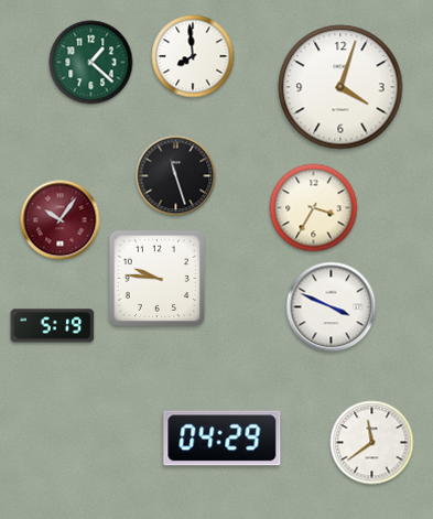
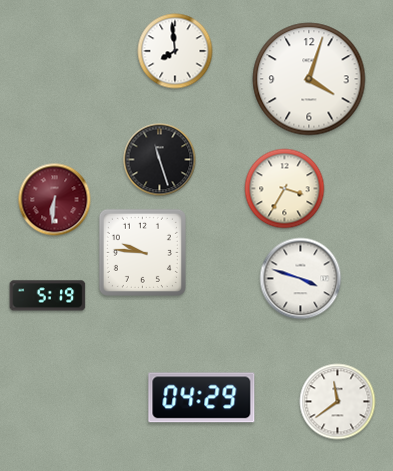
clock at (91, 63): 1:22 -> none
clock at (61, 220): 10:06 -> 6:31
clock at (332, 307): 3:49 -> 3:48
